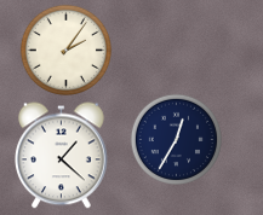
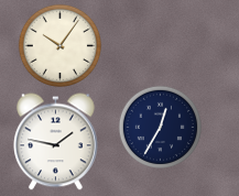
clock at (65, 50): 2:06 -> 10:06
clock at (62, 156): 1:22 -> 1:47
